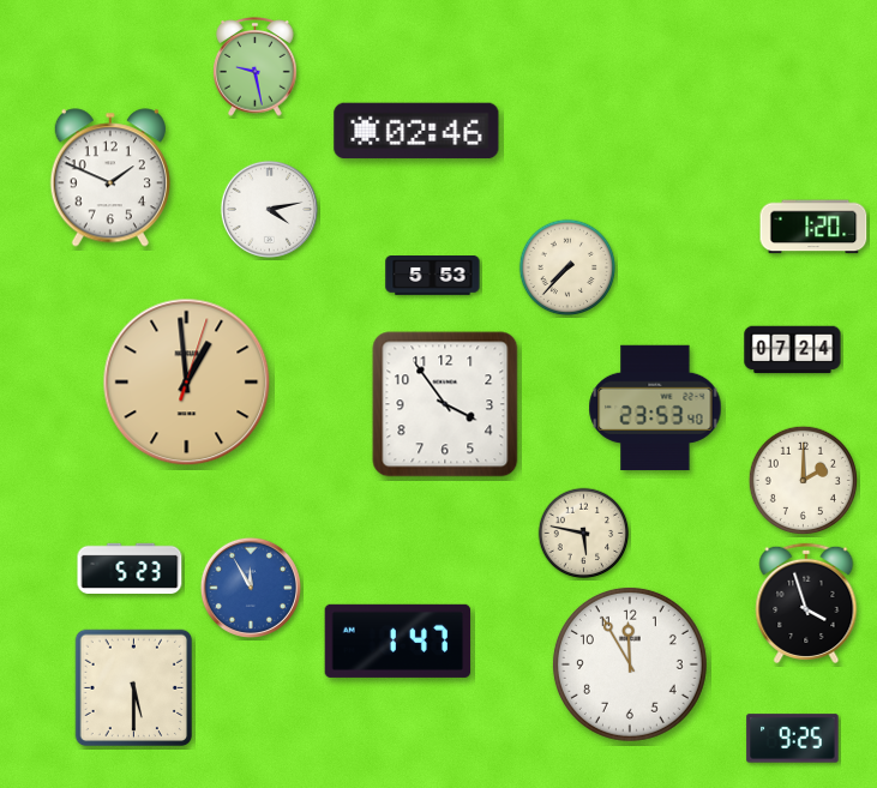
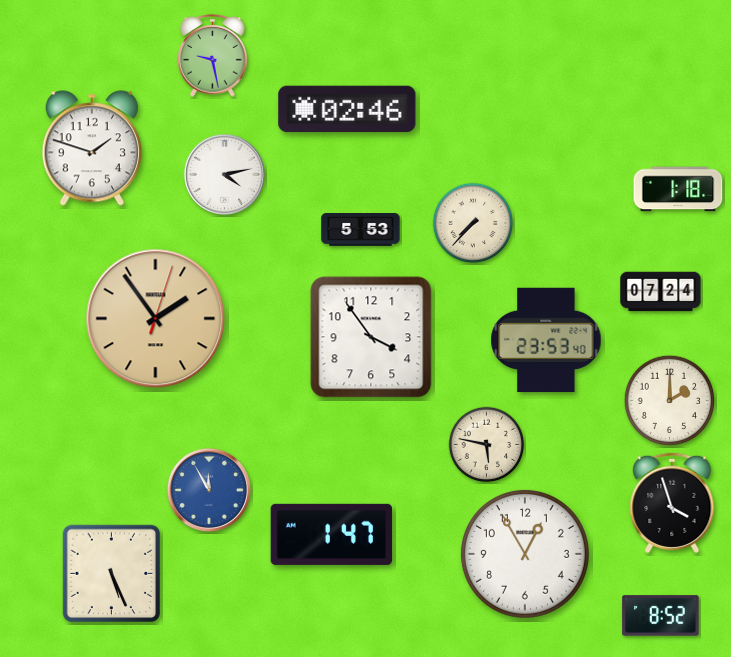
clock at (110, 178): 1:49 -> 1:48
clock at (813, 227): 1:20 -> 1:18
clock at (187, 383): 12:59 -> 1:54
clock at (130, 569): 5:23 -> none
clock at (630, 664): 11:55 -> 12:55
clock at (134, 688): 5:30 -> 5:26
clock at (793, 739): 9:25 -> 8:52
